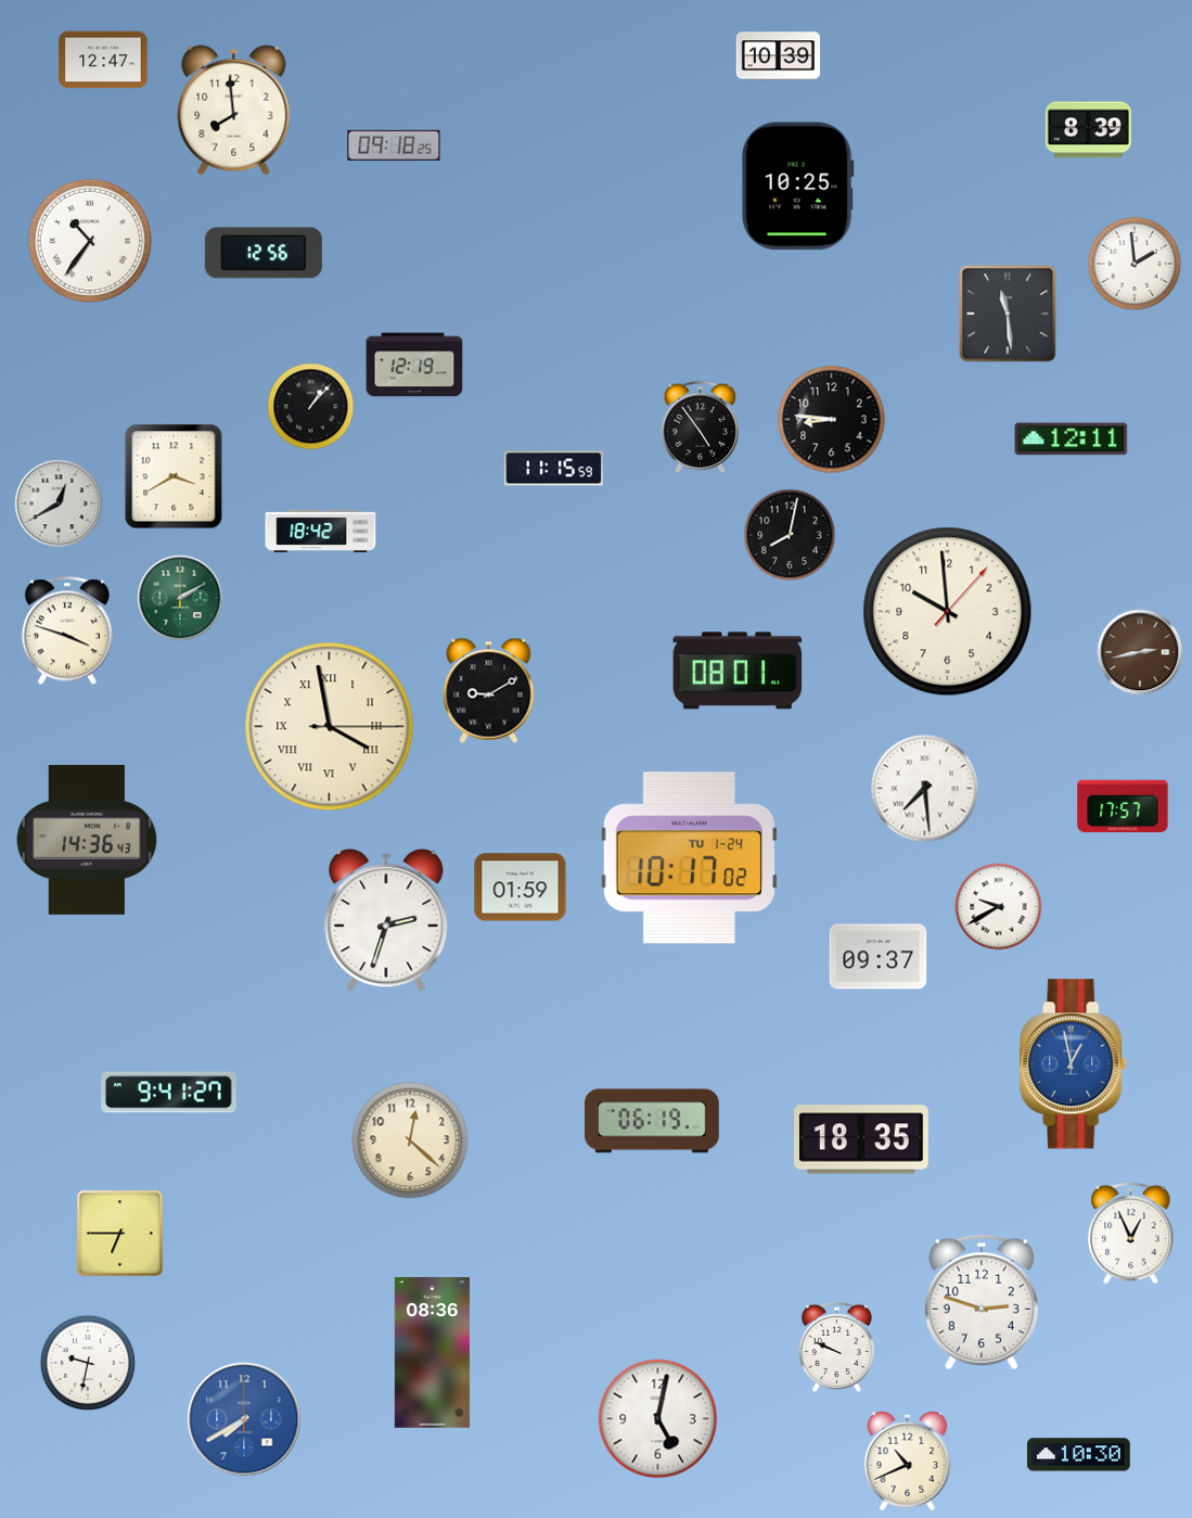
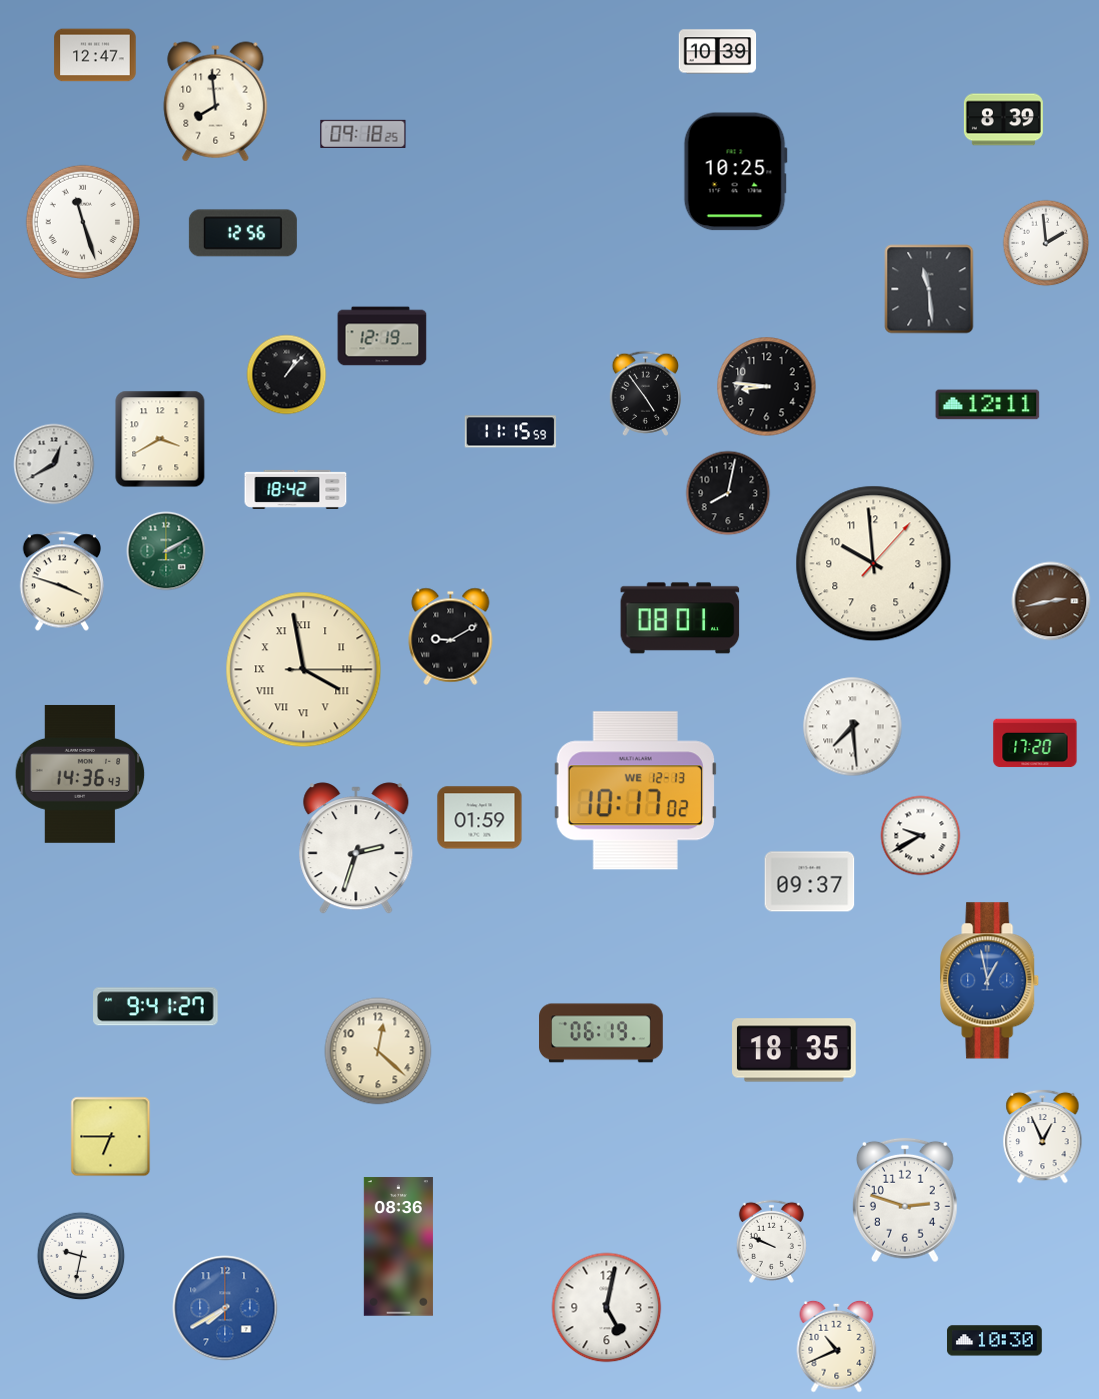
clock at (90, 241): 10:36 -> 11:27
clock at (1123, 806): 17:57 -> 17:20
clock at (689, 858) date: TU 1-24 -> WE 12-13
